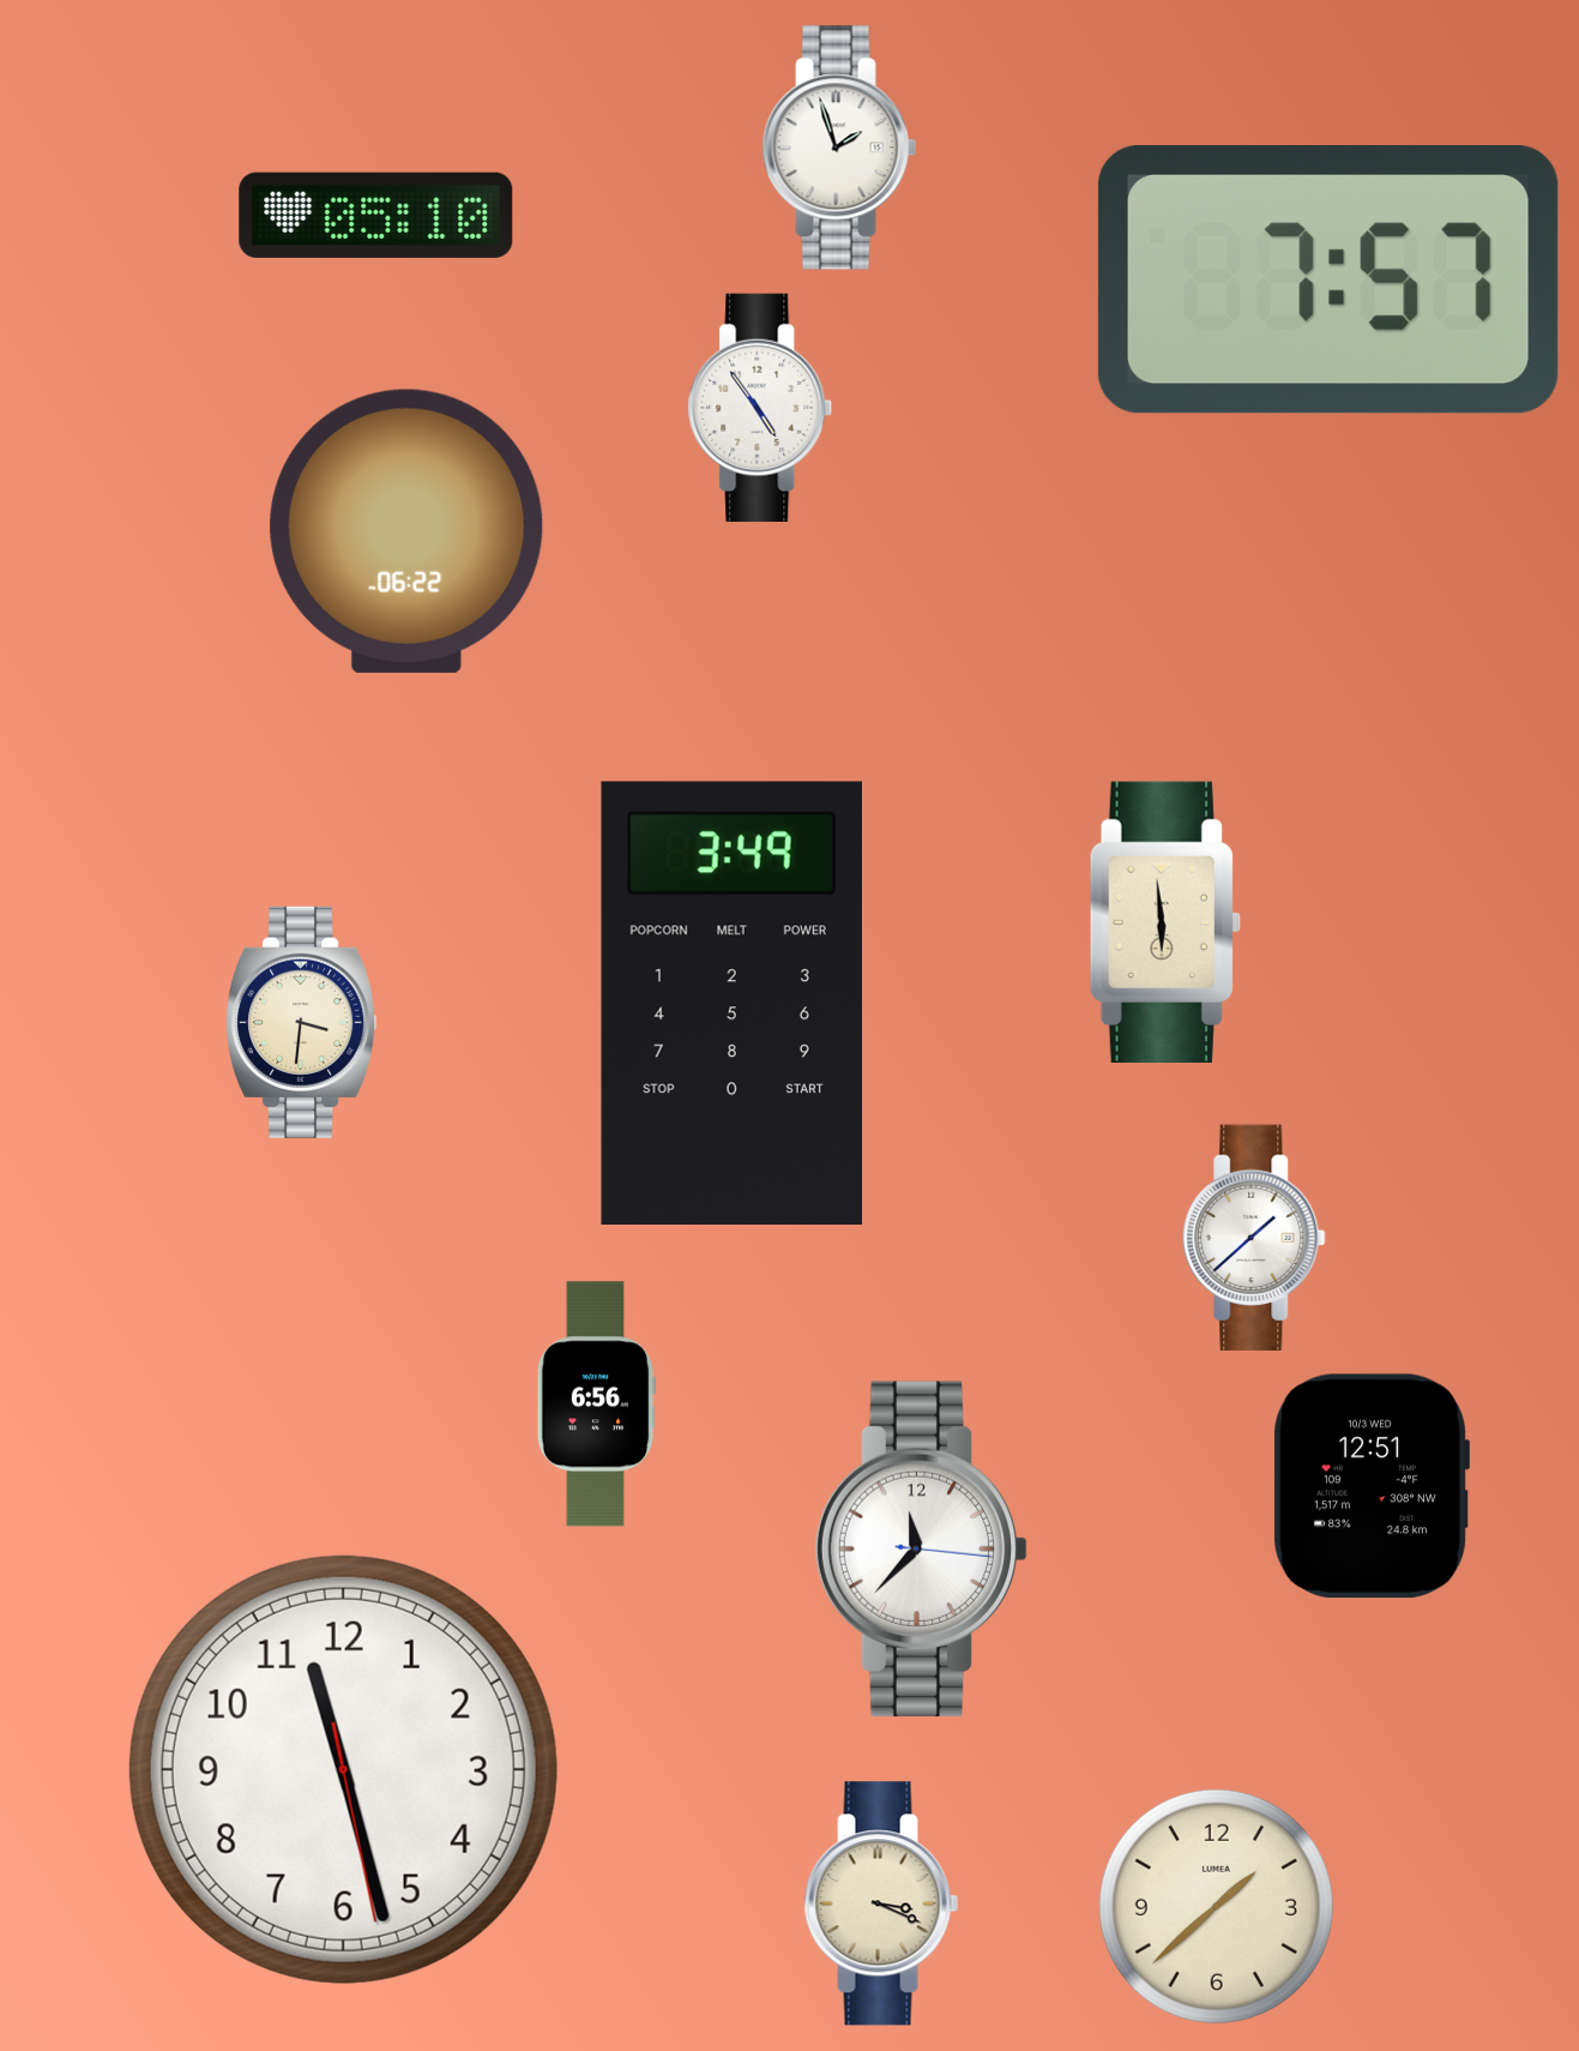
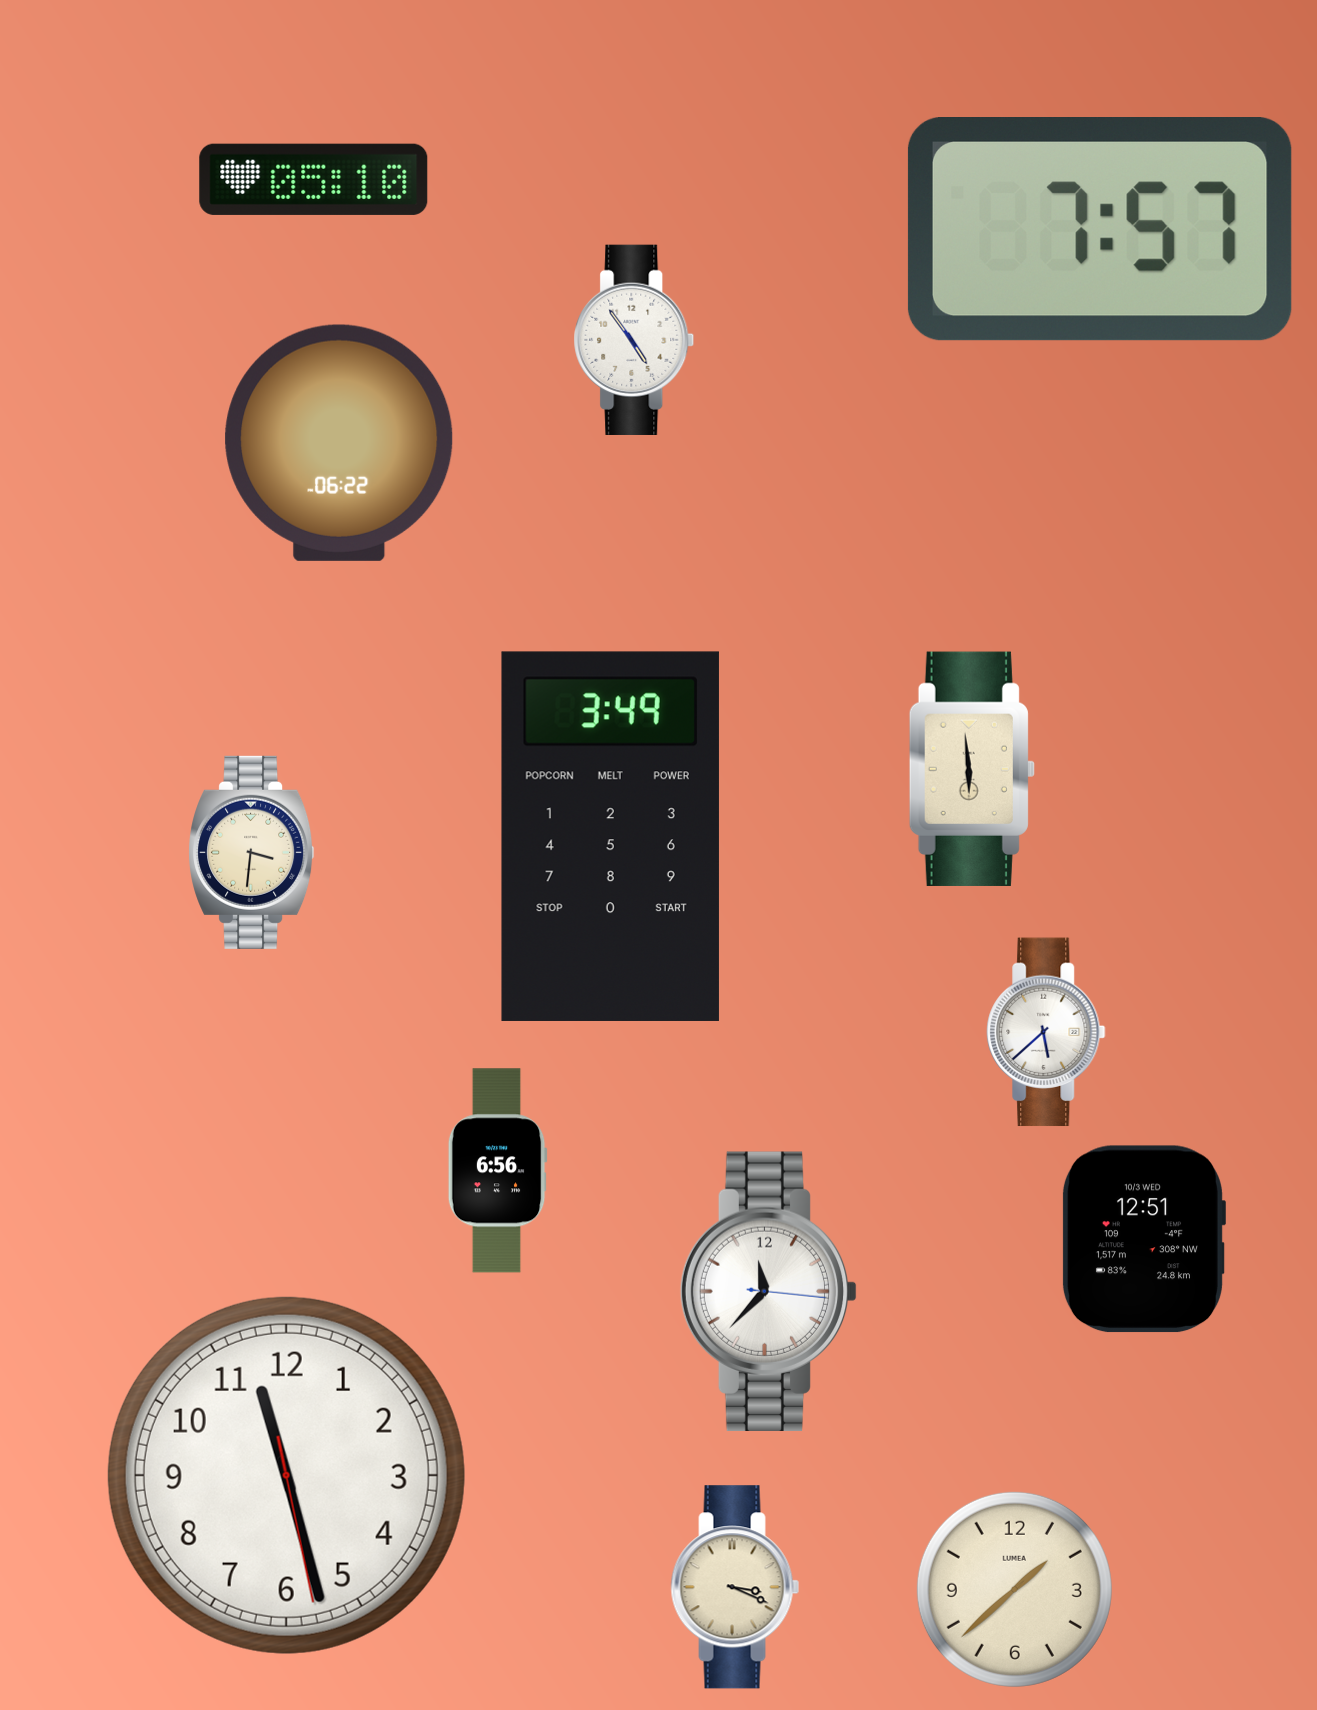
clock at (839, 148): 1:57 -> none
clock at (1328, 279) position: (1328, 279) -> (1100, 229)
clock at (1254, 1238): 1:38 -> 5:38
